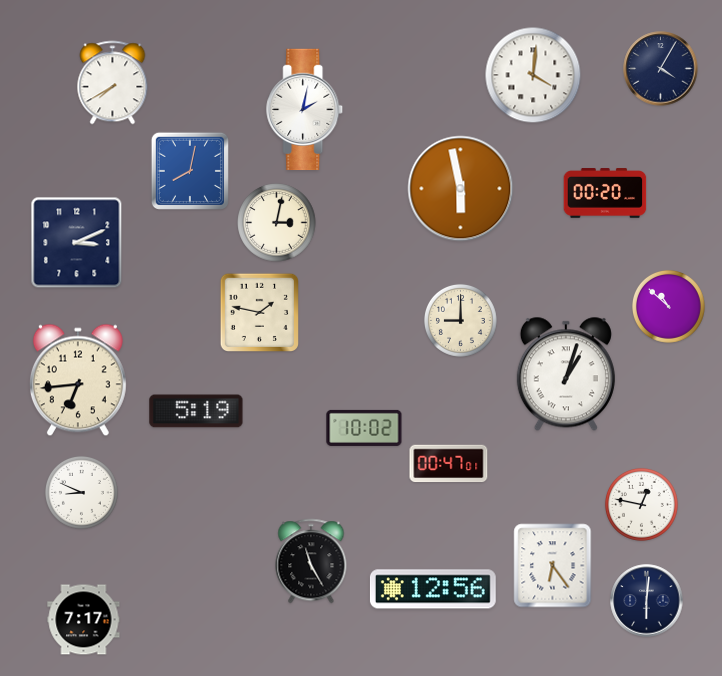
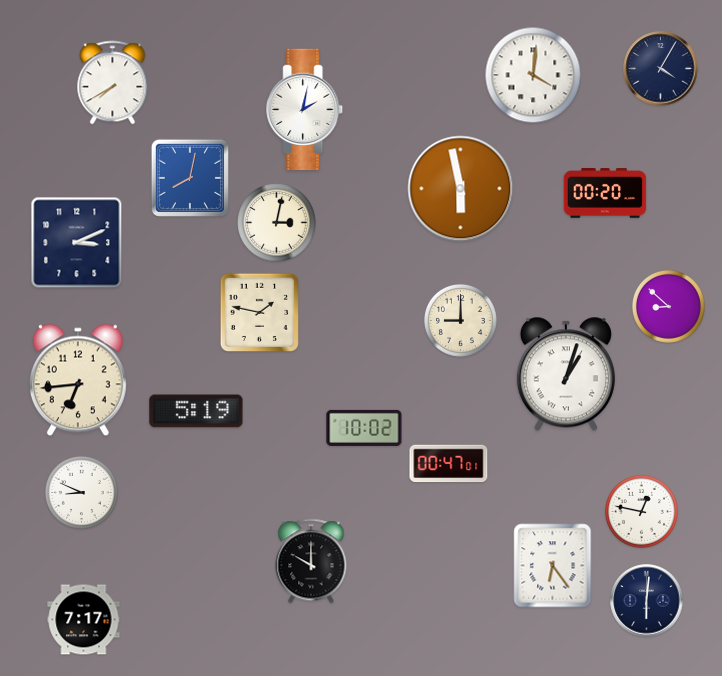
clock at (190, 171) position: (190, 171) -> (190, 178)
clock at (668, 306): 10:52 -> 8:52
clock at (641, 504) position: (641, 504) -> (641, 511)
clock at (311, 561): 11:25 -> 10:00
clock at (433, 589): 12:56 -> none
